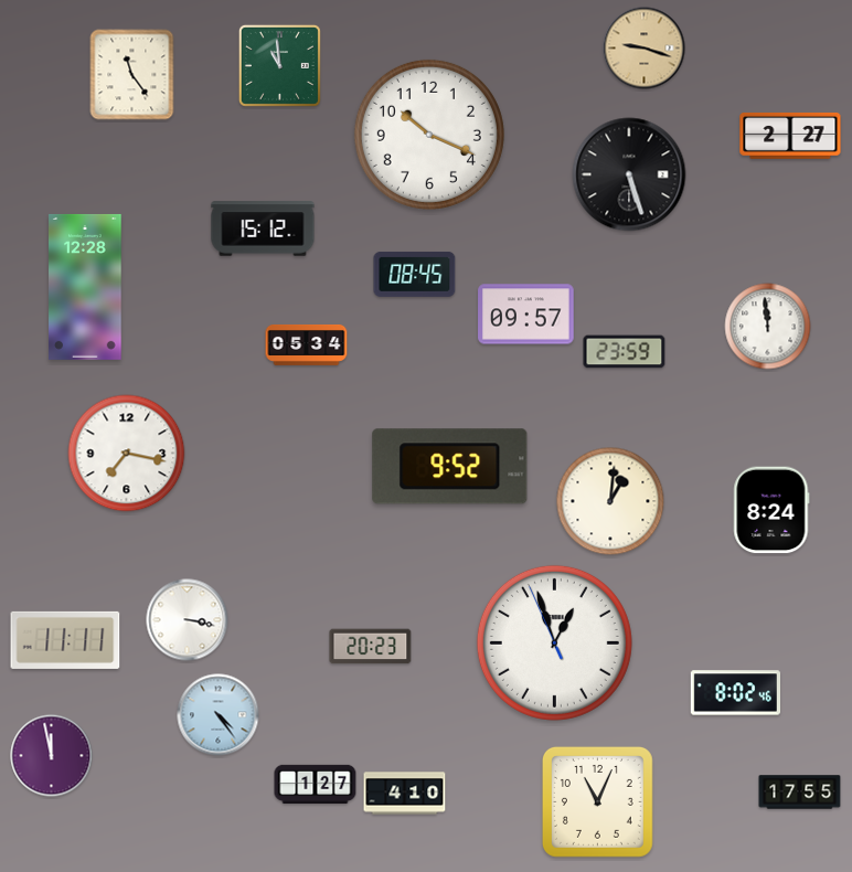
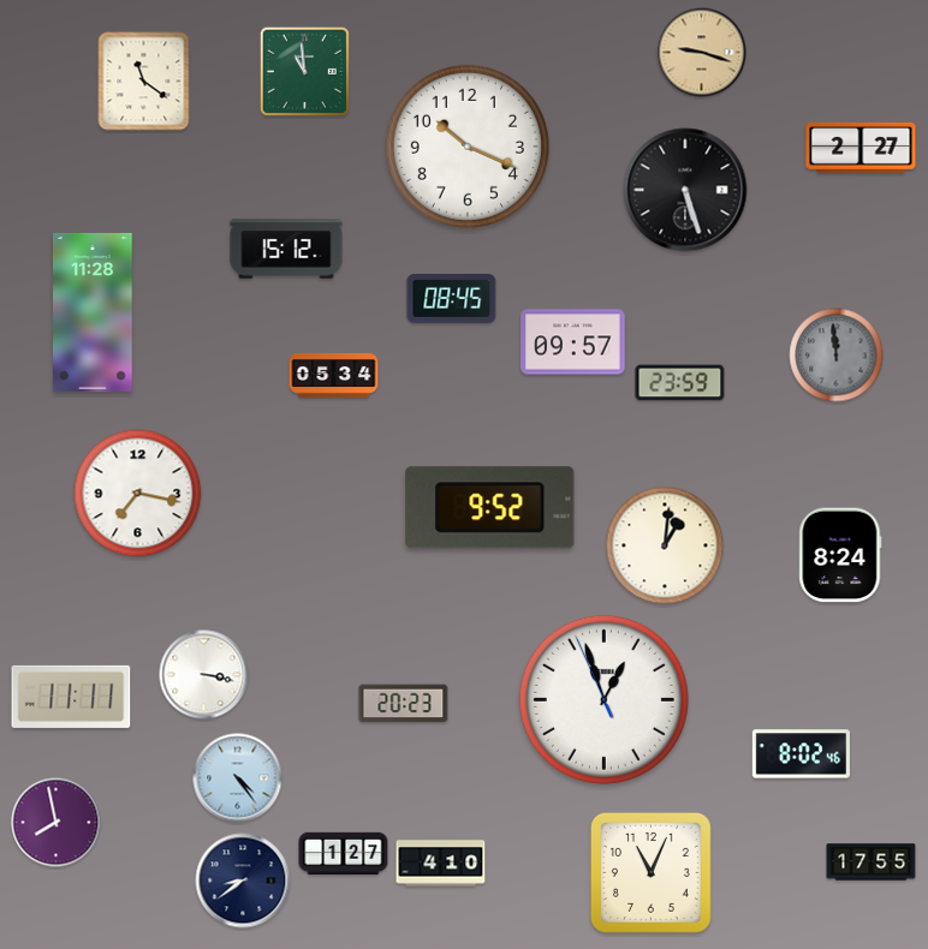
clock at (132, 75): 11:24 -> 11:21
clock at (85, 287): 12:28 -> 11:28
clock at (768, 327) dial: white -> grey
clock at (52, 756): 11:58 -> 7:58
clock at (243, 881): none -> 8:39
